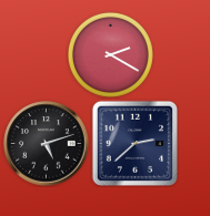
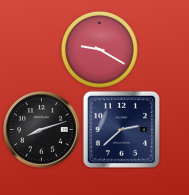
clock at (110, 54): 2:20 -> 9:20
clock at (47, 144): 5:12 -> 8:12
